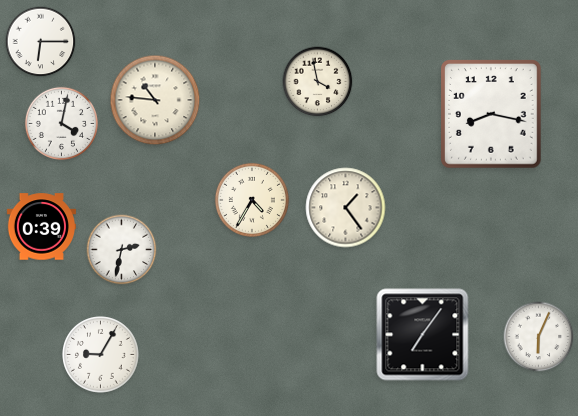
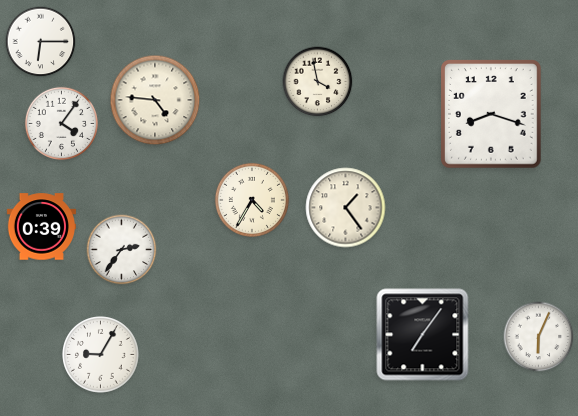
clock at (155, 100): 10:46 -> 4:46
clock at (492, 114): 8:17 -> 8:18
clock at (61, 123): 4:02 -> 4:06
clock at (122, 250): 2:32 -> 2:36
